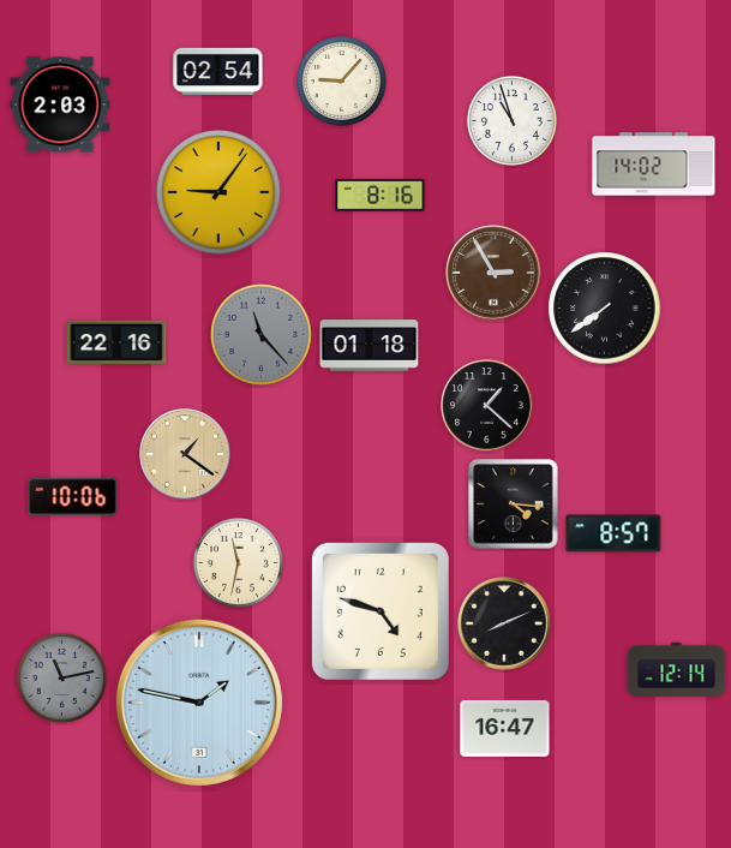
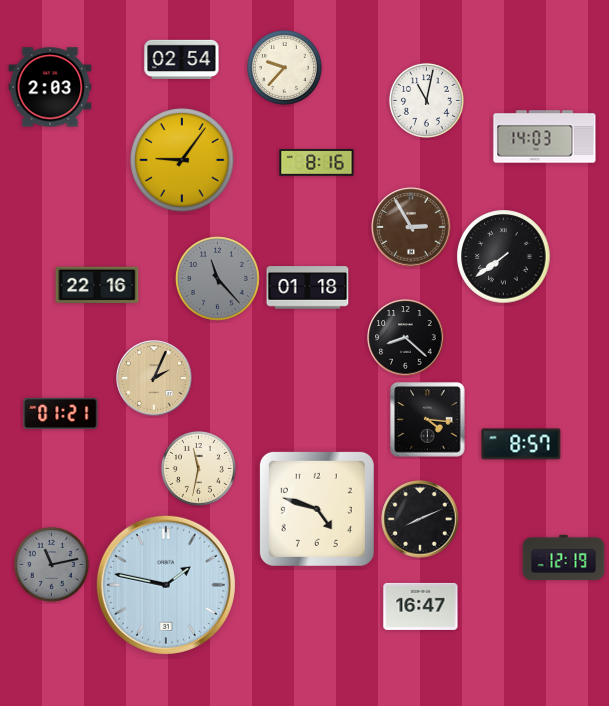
clock at (341, 80): 9:07 -> 9:37
clock at (511, 120): 10:57 -> 11:02
clock at (654, 165): 14:02 -> 14:03
clock at (487, 406): 1:22 -> 8:22
clock at (185, 454): 1:21 -> 2:04
clock at (73, 496): 10:06 -> 01:21
clock at (613, 533) position: (613, 533) -> (521, 444)
clock at (677, 670): 12:14 -> 12:19
